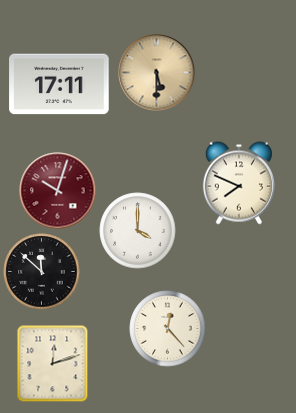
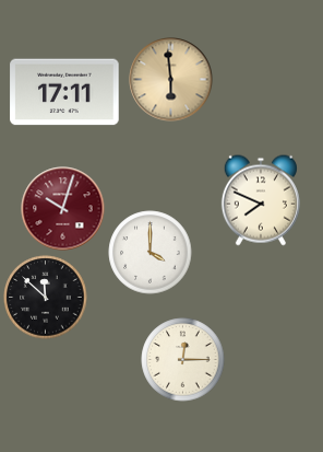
clock at (157, 73): 5:30 -> 5:59
clock at (168, 329): 12:23 -> 12:15
clock at (53, 363): 12:12 -> none
